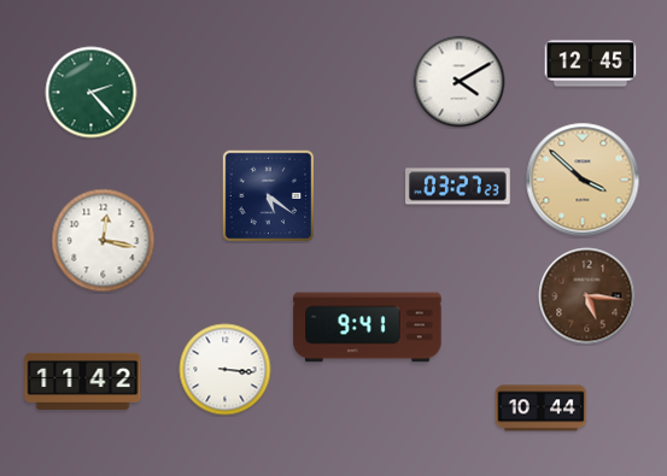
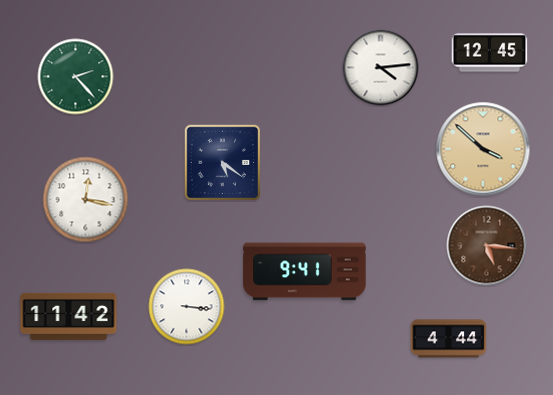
clock at (460, 82): 4:10 -> 4:14
clock at (458, 187): 03:27 -> none
clock at (542, 409): 10:44 -> 4:44
